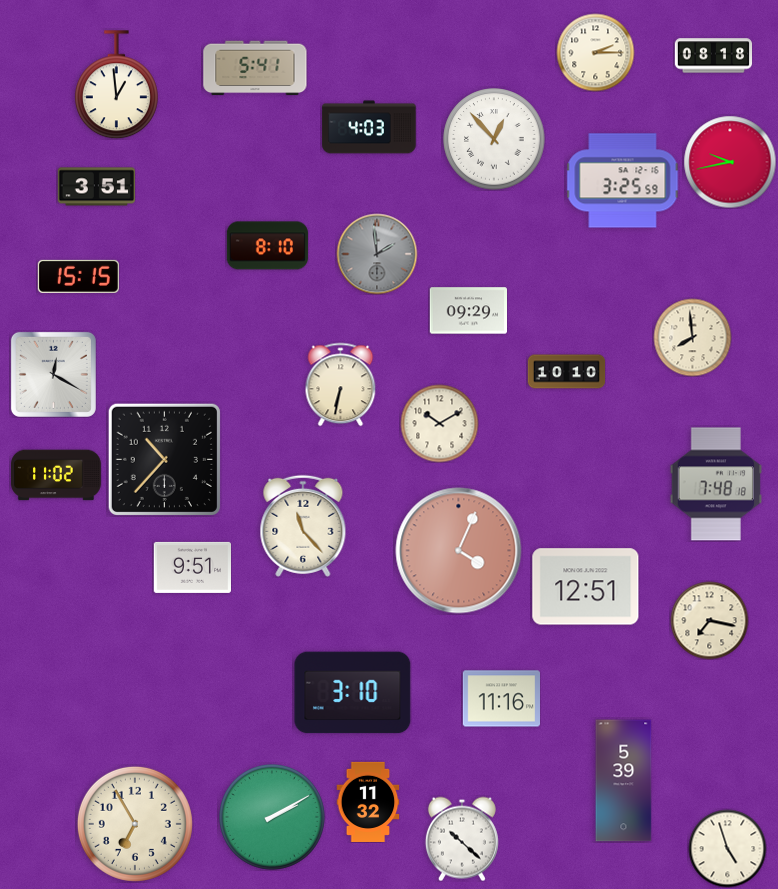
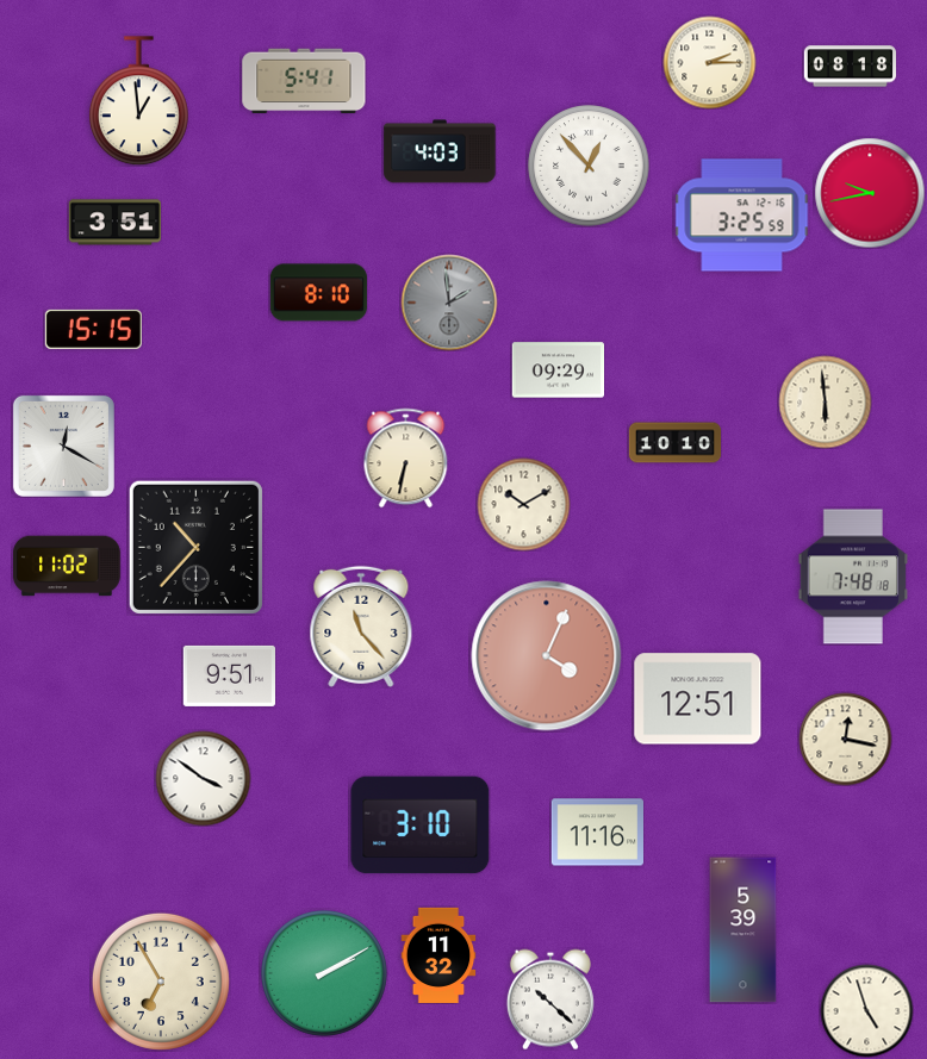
clock at (692, 337): 7:59 -> 5:59
clock at (709, 620): 7:17 -> 12:17
clock at (203, 778): none -> 3:51
